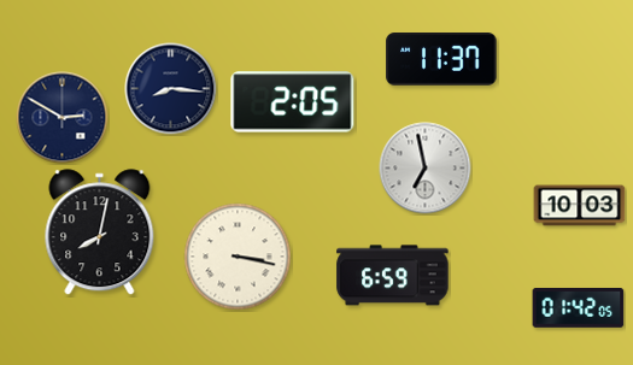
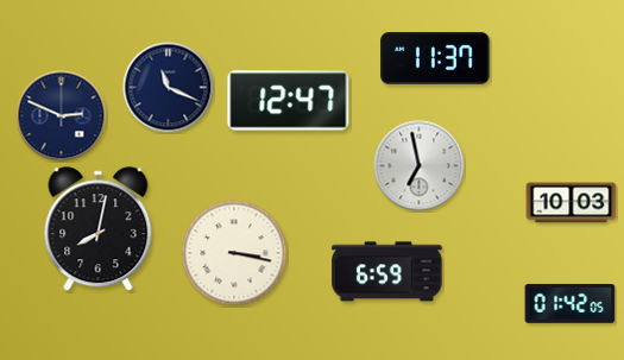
clock at (171, 89): 8:16 -> 11:19
clock at (293, 102): 2:05 -> 12:47
clock at (63, 118): 2:50 -> 2:49
